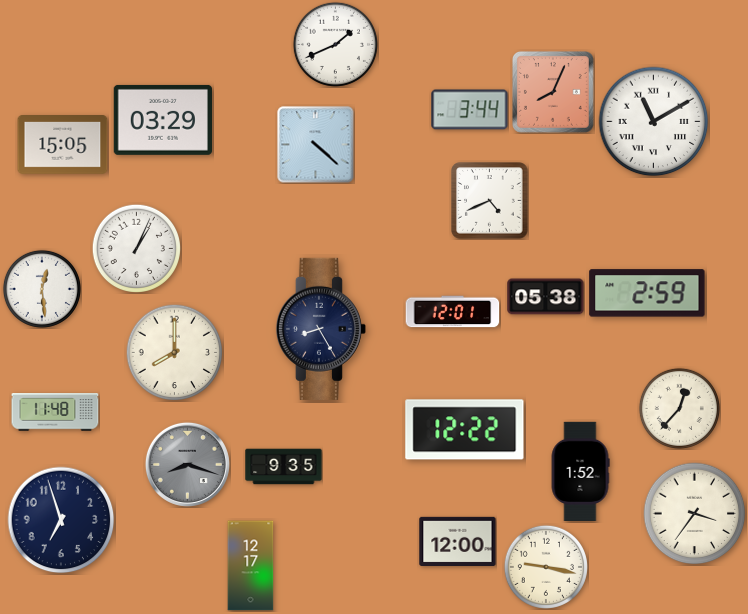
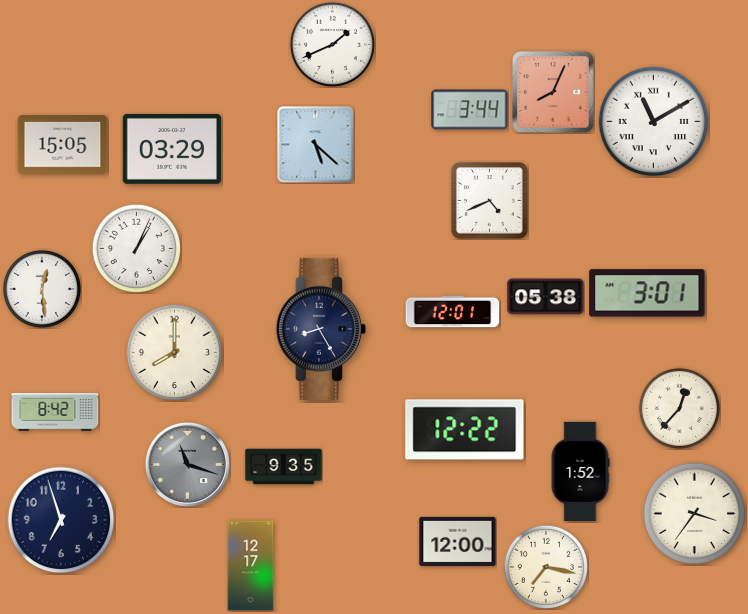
clock at (335, 44) position: (335, 44) -> (332, 44)
clock at (162, 120) position: (162, 120) -> (171, 149)
clock at (316, 145): 4:22 -> 5:22
clock at (647, 293): 2:59 -> 3:01
clock at (55, 412): 11:48 -> 8:42
clock at (187, 464): 8:18 -> 11:18
clock at (546, 567): 9:17 -> 7:17
